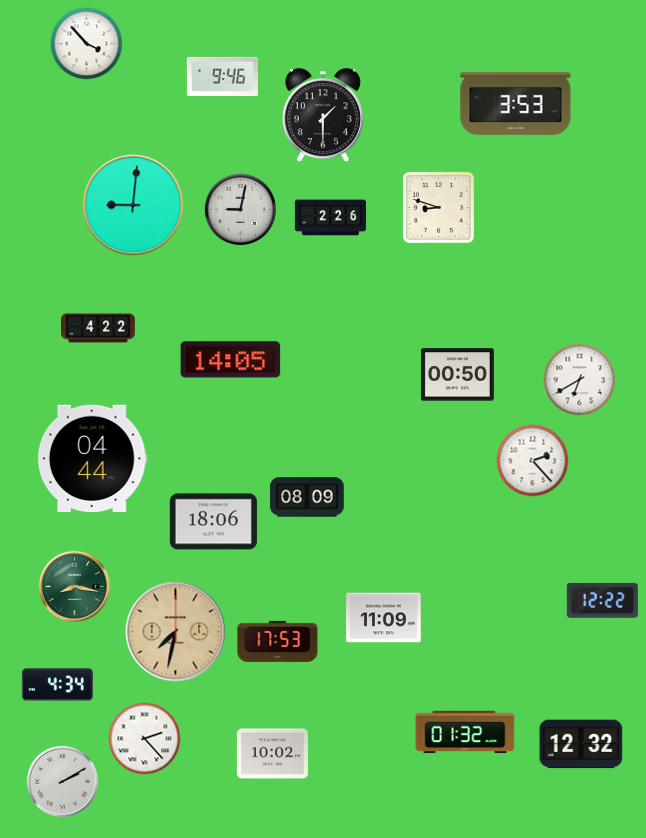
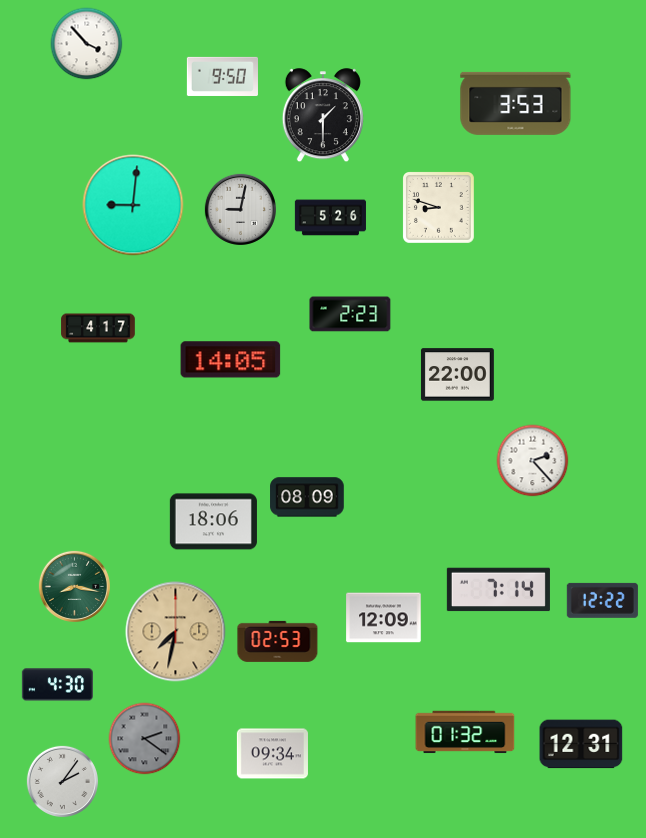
clock at (222, 76): 9:46 -> 9:50
clock at (330, 218): 2:26 -> 5:26
clock at (350, 314): none -> 2:23
clock at (98, 328): 4:22 -> 4:17
clock at (457, 375): 00:50 -> 22:00
clock at (580, 380): 6:40 -> none
clock at (92, 458): 04:44 -> none
clock at (498, 590): none -> 7:14
clock at (384, 618): 11:09 -> 12:09
clock at (278, 641): 17:53 -> 02:53
clock at (57, 685): 4:34 -> 4:30
clock at (145, 739): 2:23 -> 2:21
clock at (145, 739) dial: white -> grey
clock at (581, 744): 12:32 -> 12:31
clock at (272, 754): 10:02 -> 09:34
clock at (62, 781): 2:10 -> 2:06
